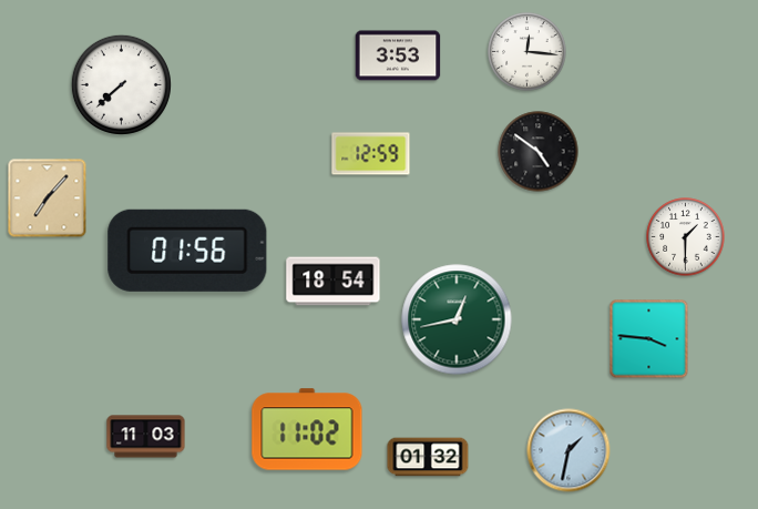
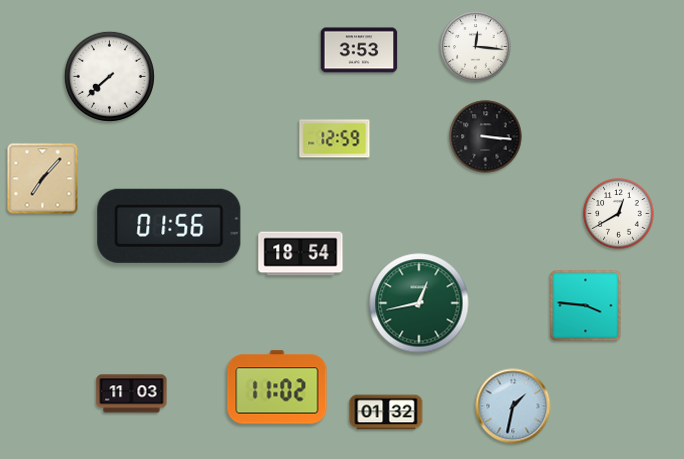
clock at (539, 152): 4:51 -> 3:16
clock at (686, 237): 1:30 -> 12:40
clock at (457, 319) position: (457, 319) -> (419, 303)
